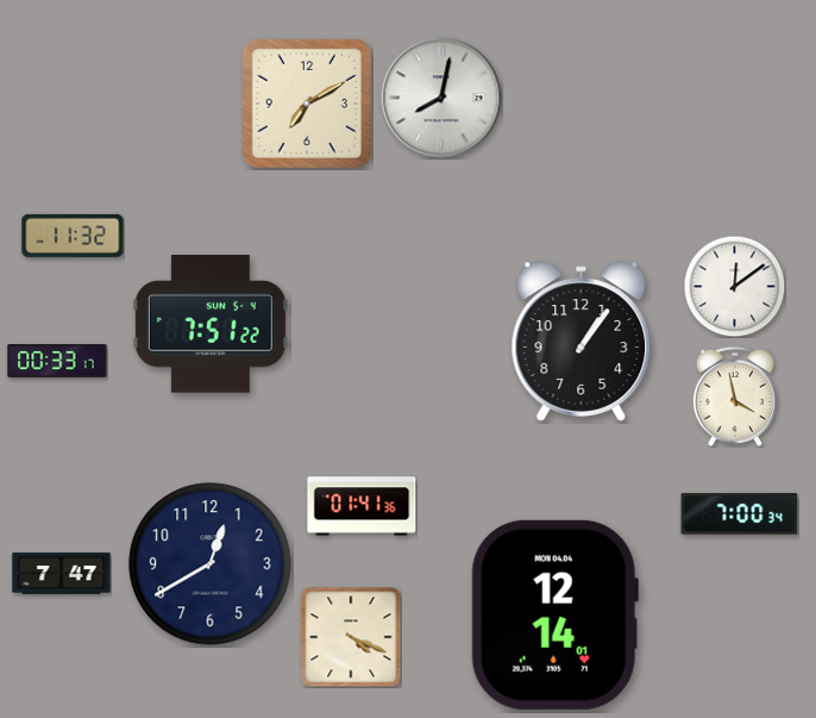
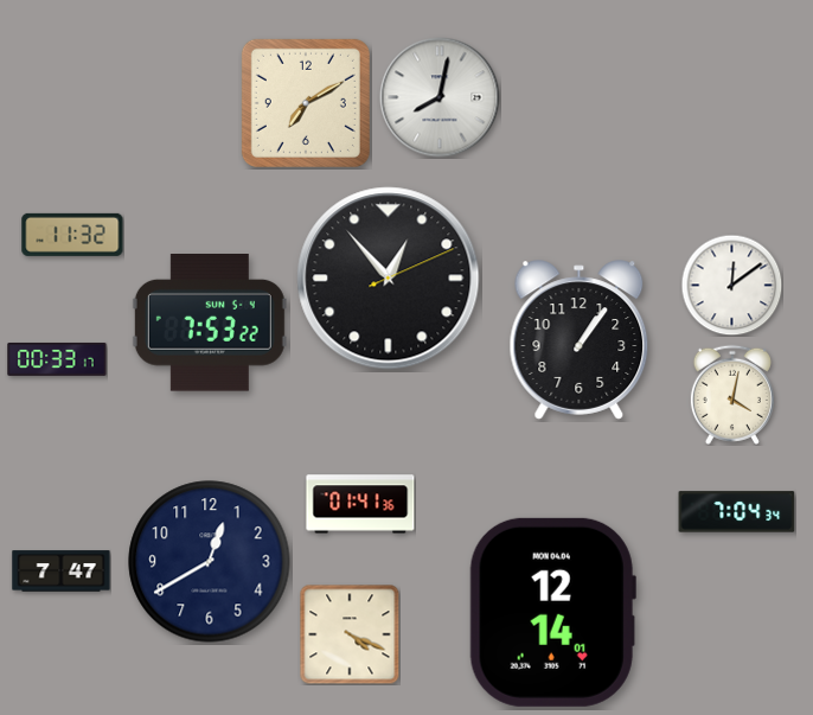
clock at (389, 279): none -> 12:53
clock at (211, 325): 7:51 -> 7:53
clock at (735, 397): 3:58 -> 4:02
clock at (740, 514): 7:00 -> 7:04
